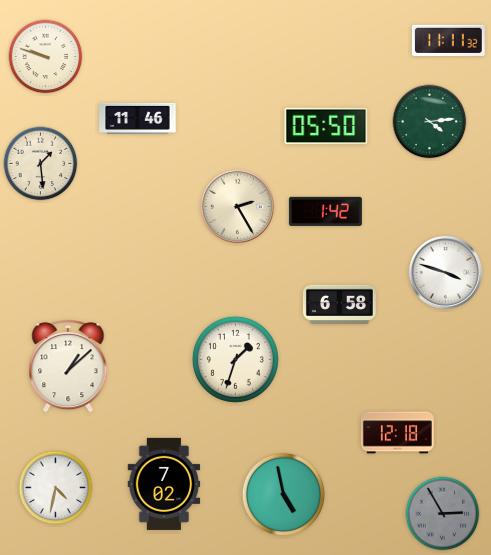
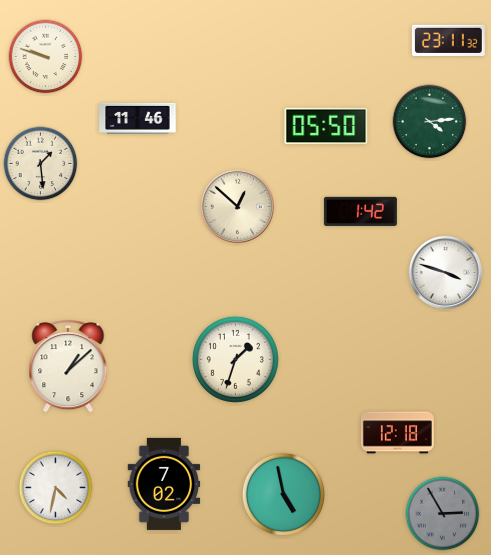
clock at (448, 40): 11:11 -> 23:11
clock at (237, 206): 2:25 -> 12:52
clock at (325, 211) position: (325, 211) -> (360, 211)
clock at (339, 304): 6:58 -> none
